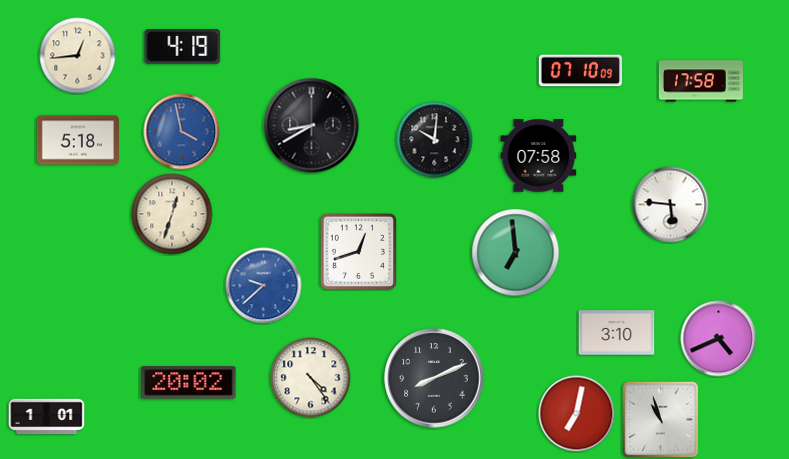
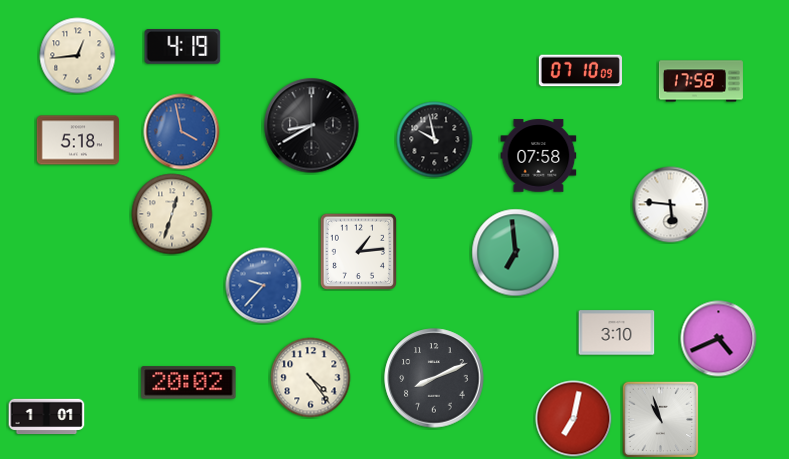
clock at (435, 140): 10:01 -> 9:58
clock at (358, 251): 12:42 -> 1:14
clock at (264, 286): 9:38 -> 9:37
clock at (577, 414) position: (577, 414) -> (574, 419)
